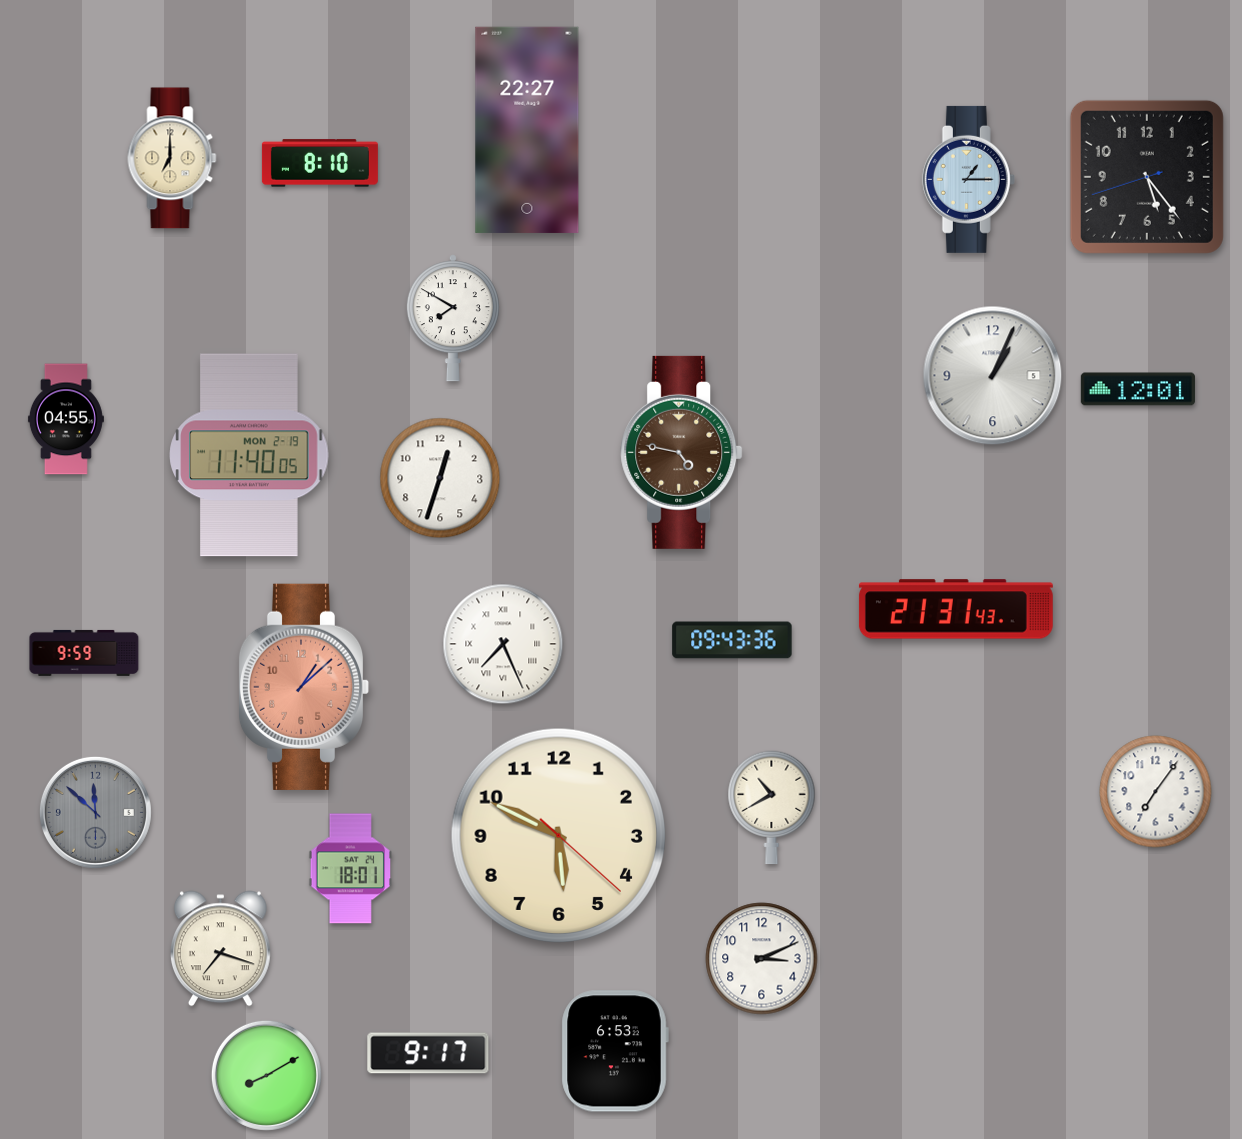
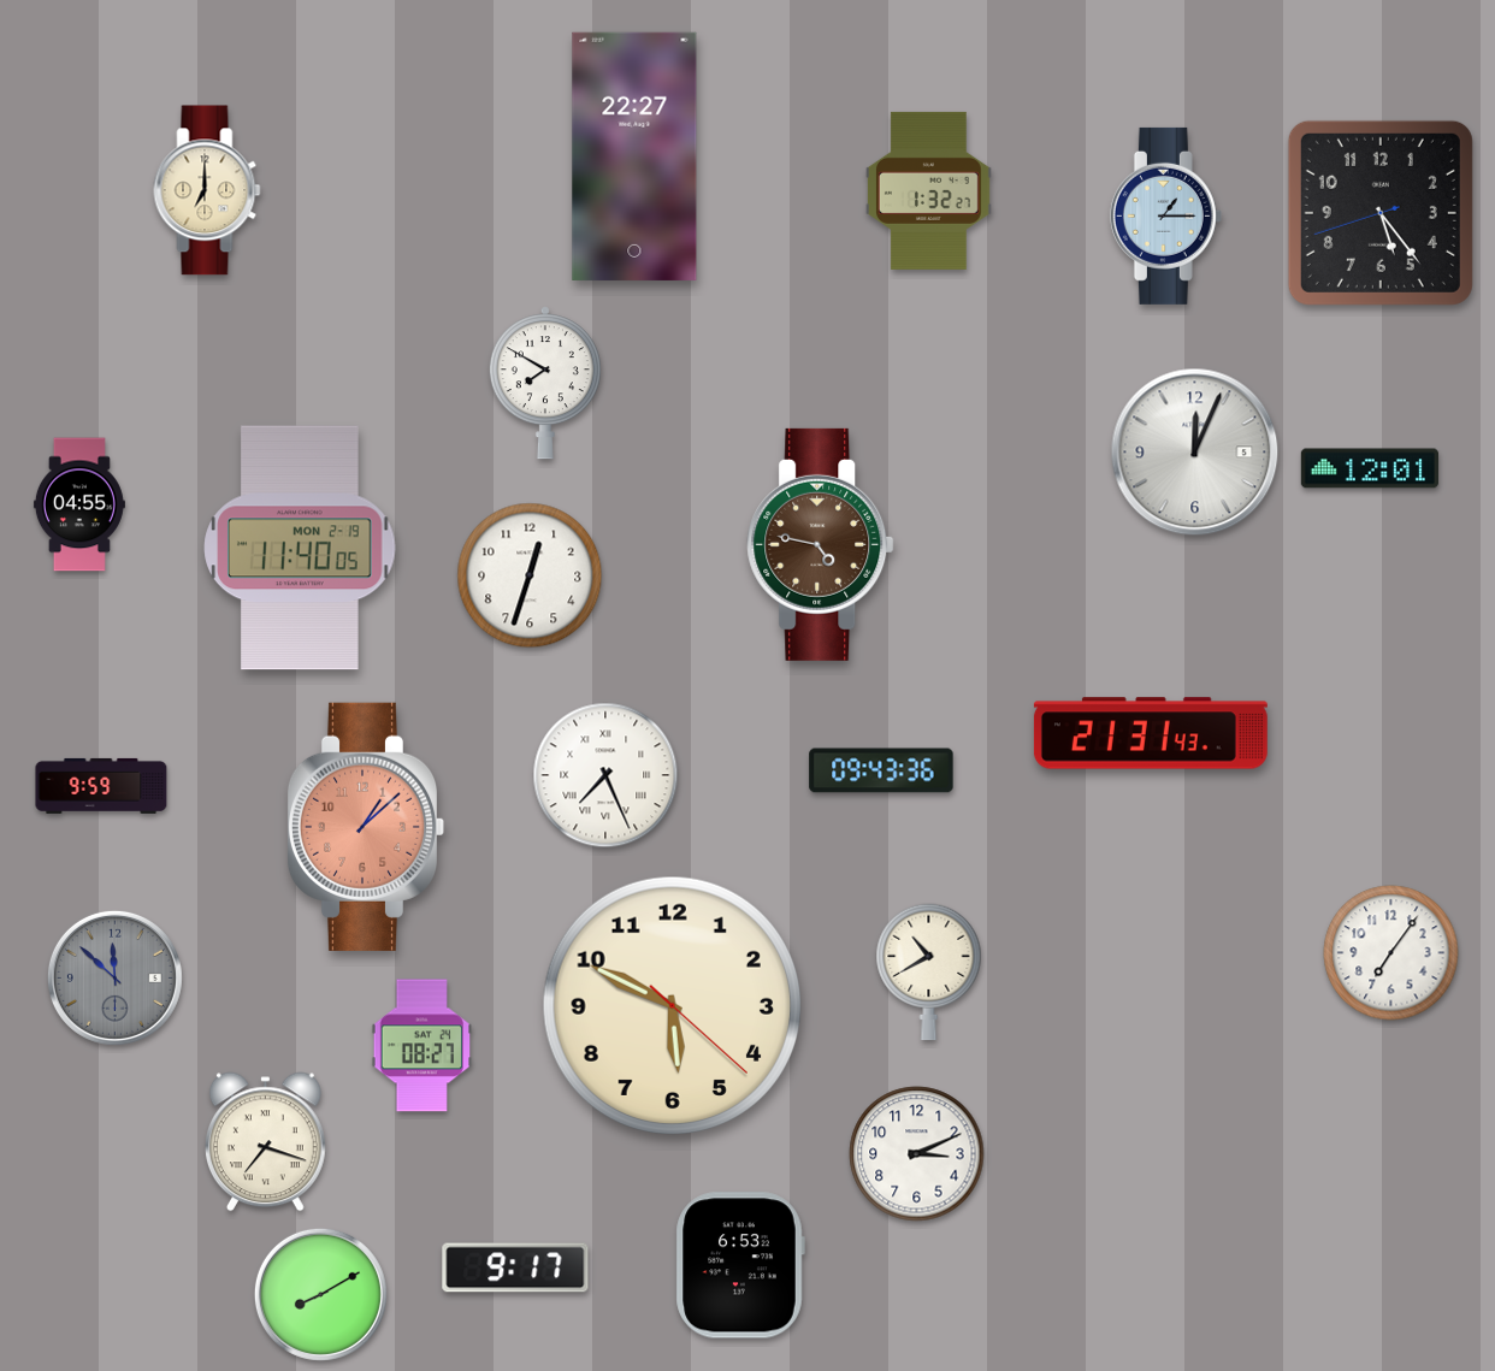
clock at (928, 190): none -> 1:32
clock at (320, 163): 8:10 -> none
clock at (993, 376): 1:04 -> 12:04
clock at (350, 869): 18:01 -> 08:27
